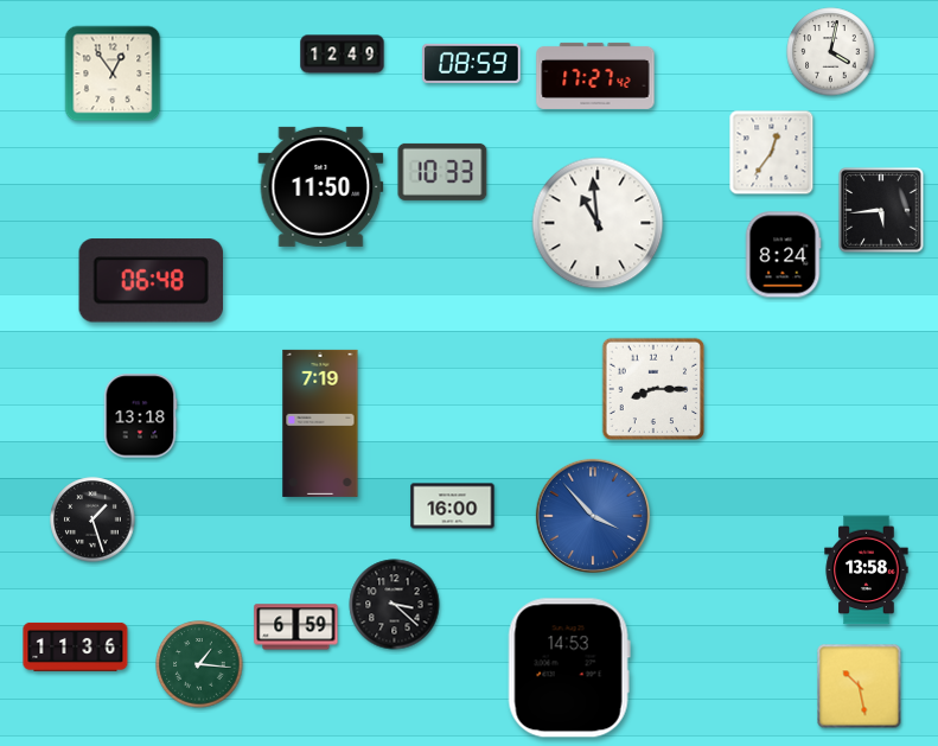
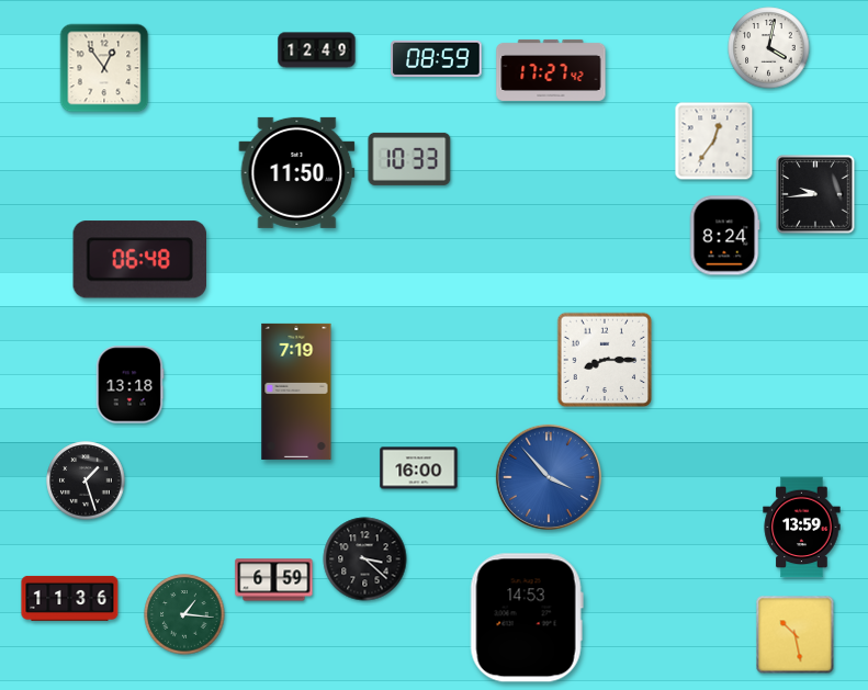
clock at (881, 210): 5:44 -> 9:44
clock at (598, 223): 10:59 -> none
clock at (867, 570): 13:58 -> 13:59
